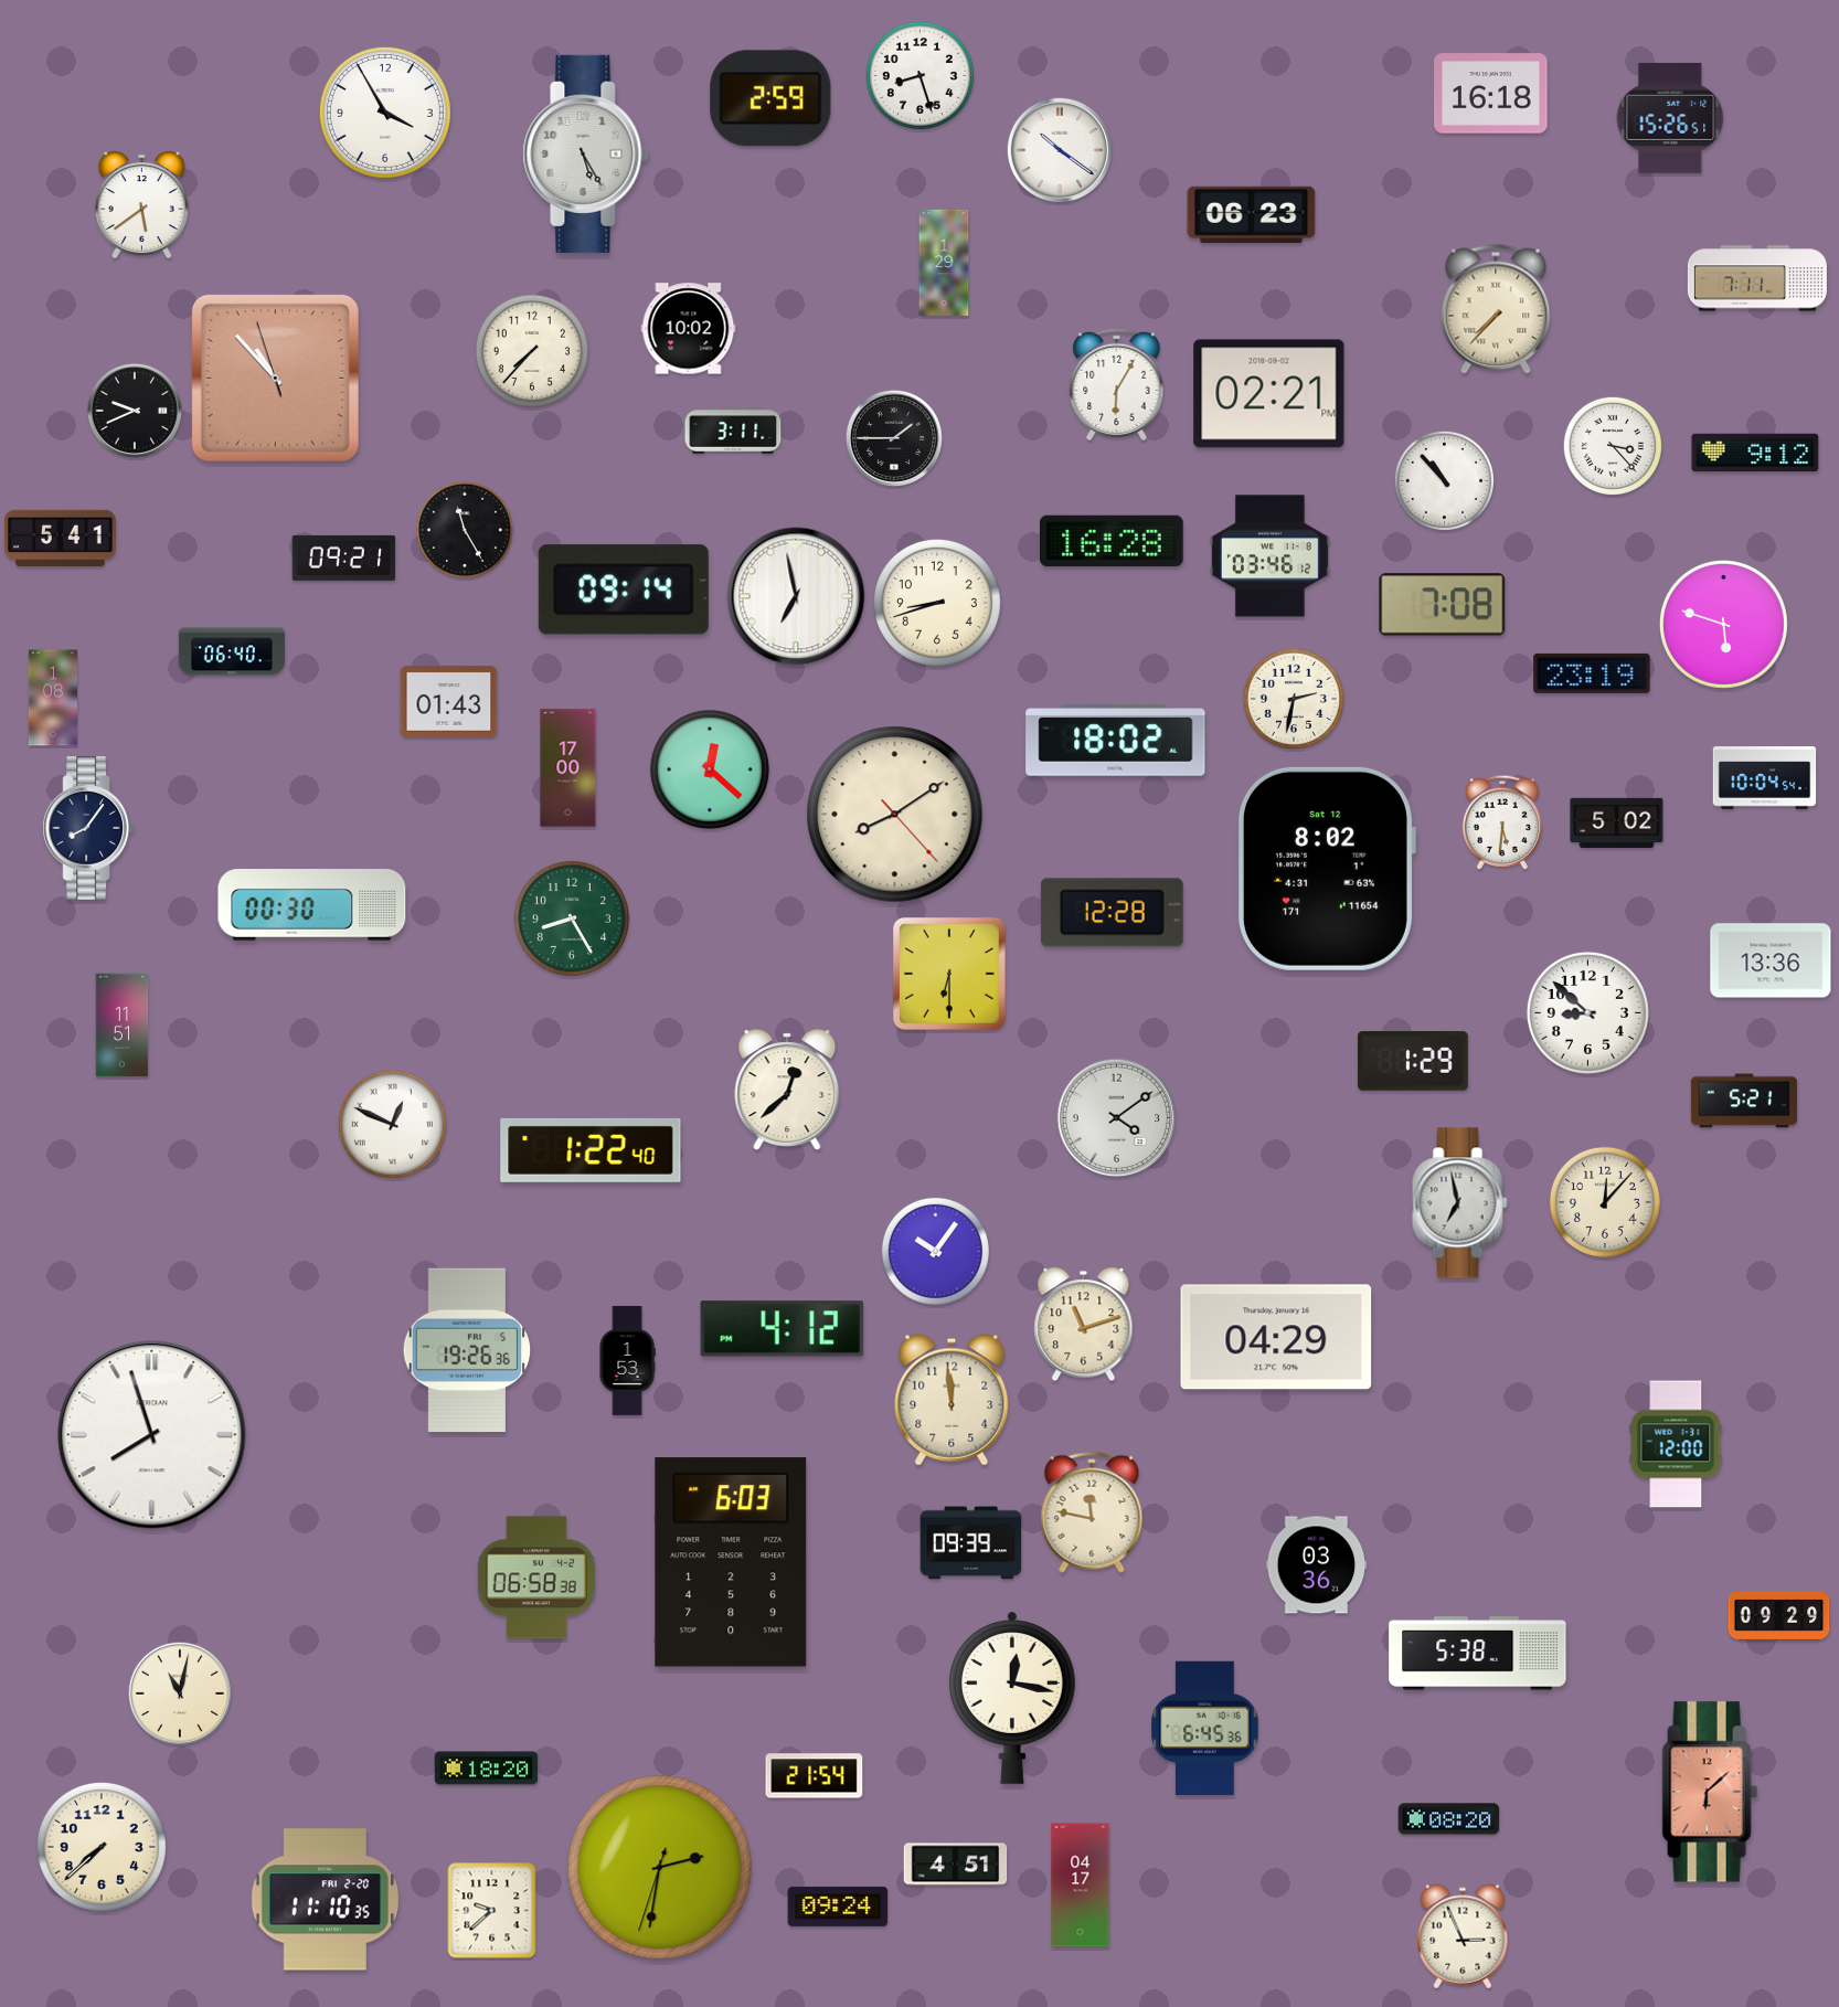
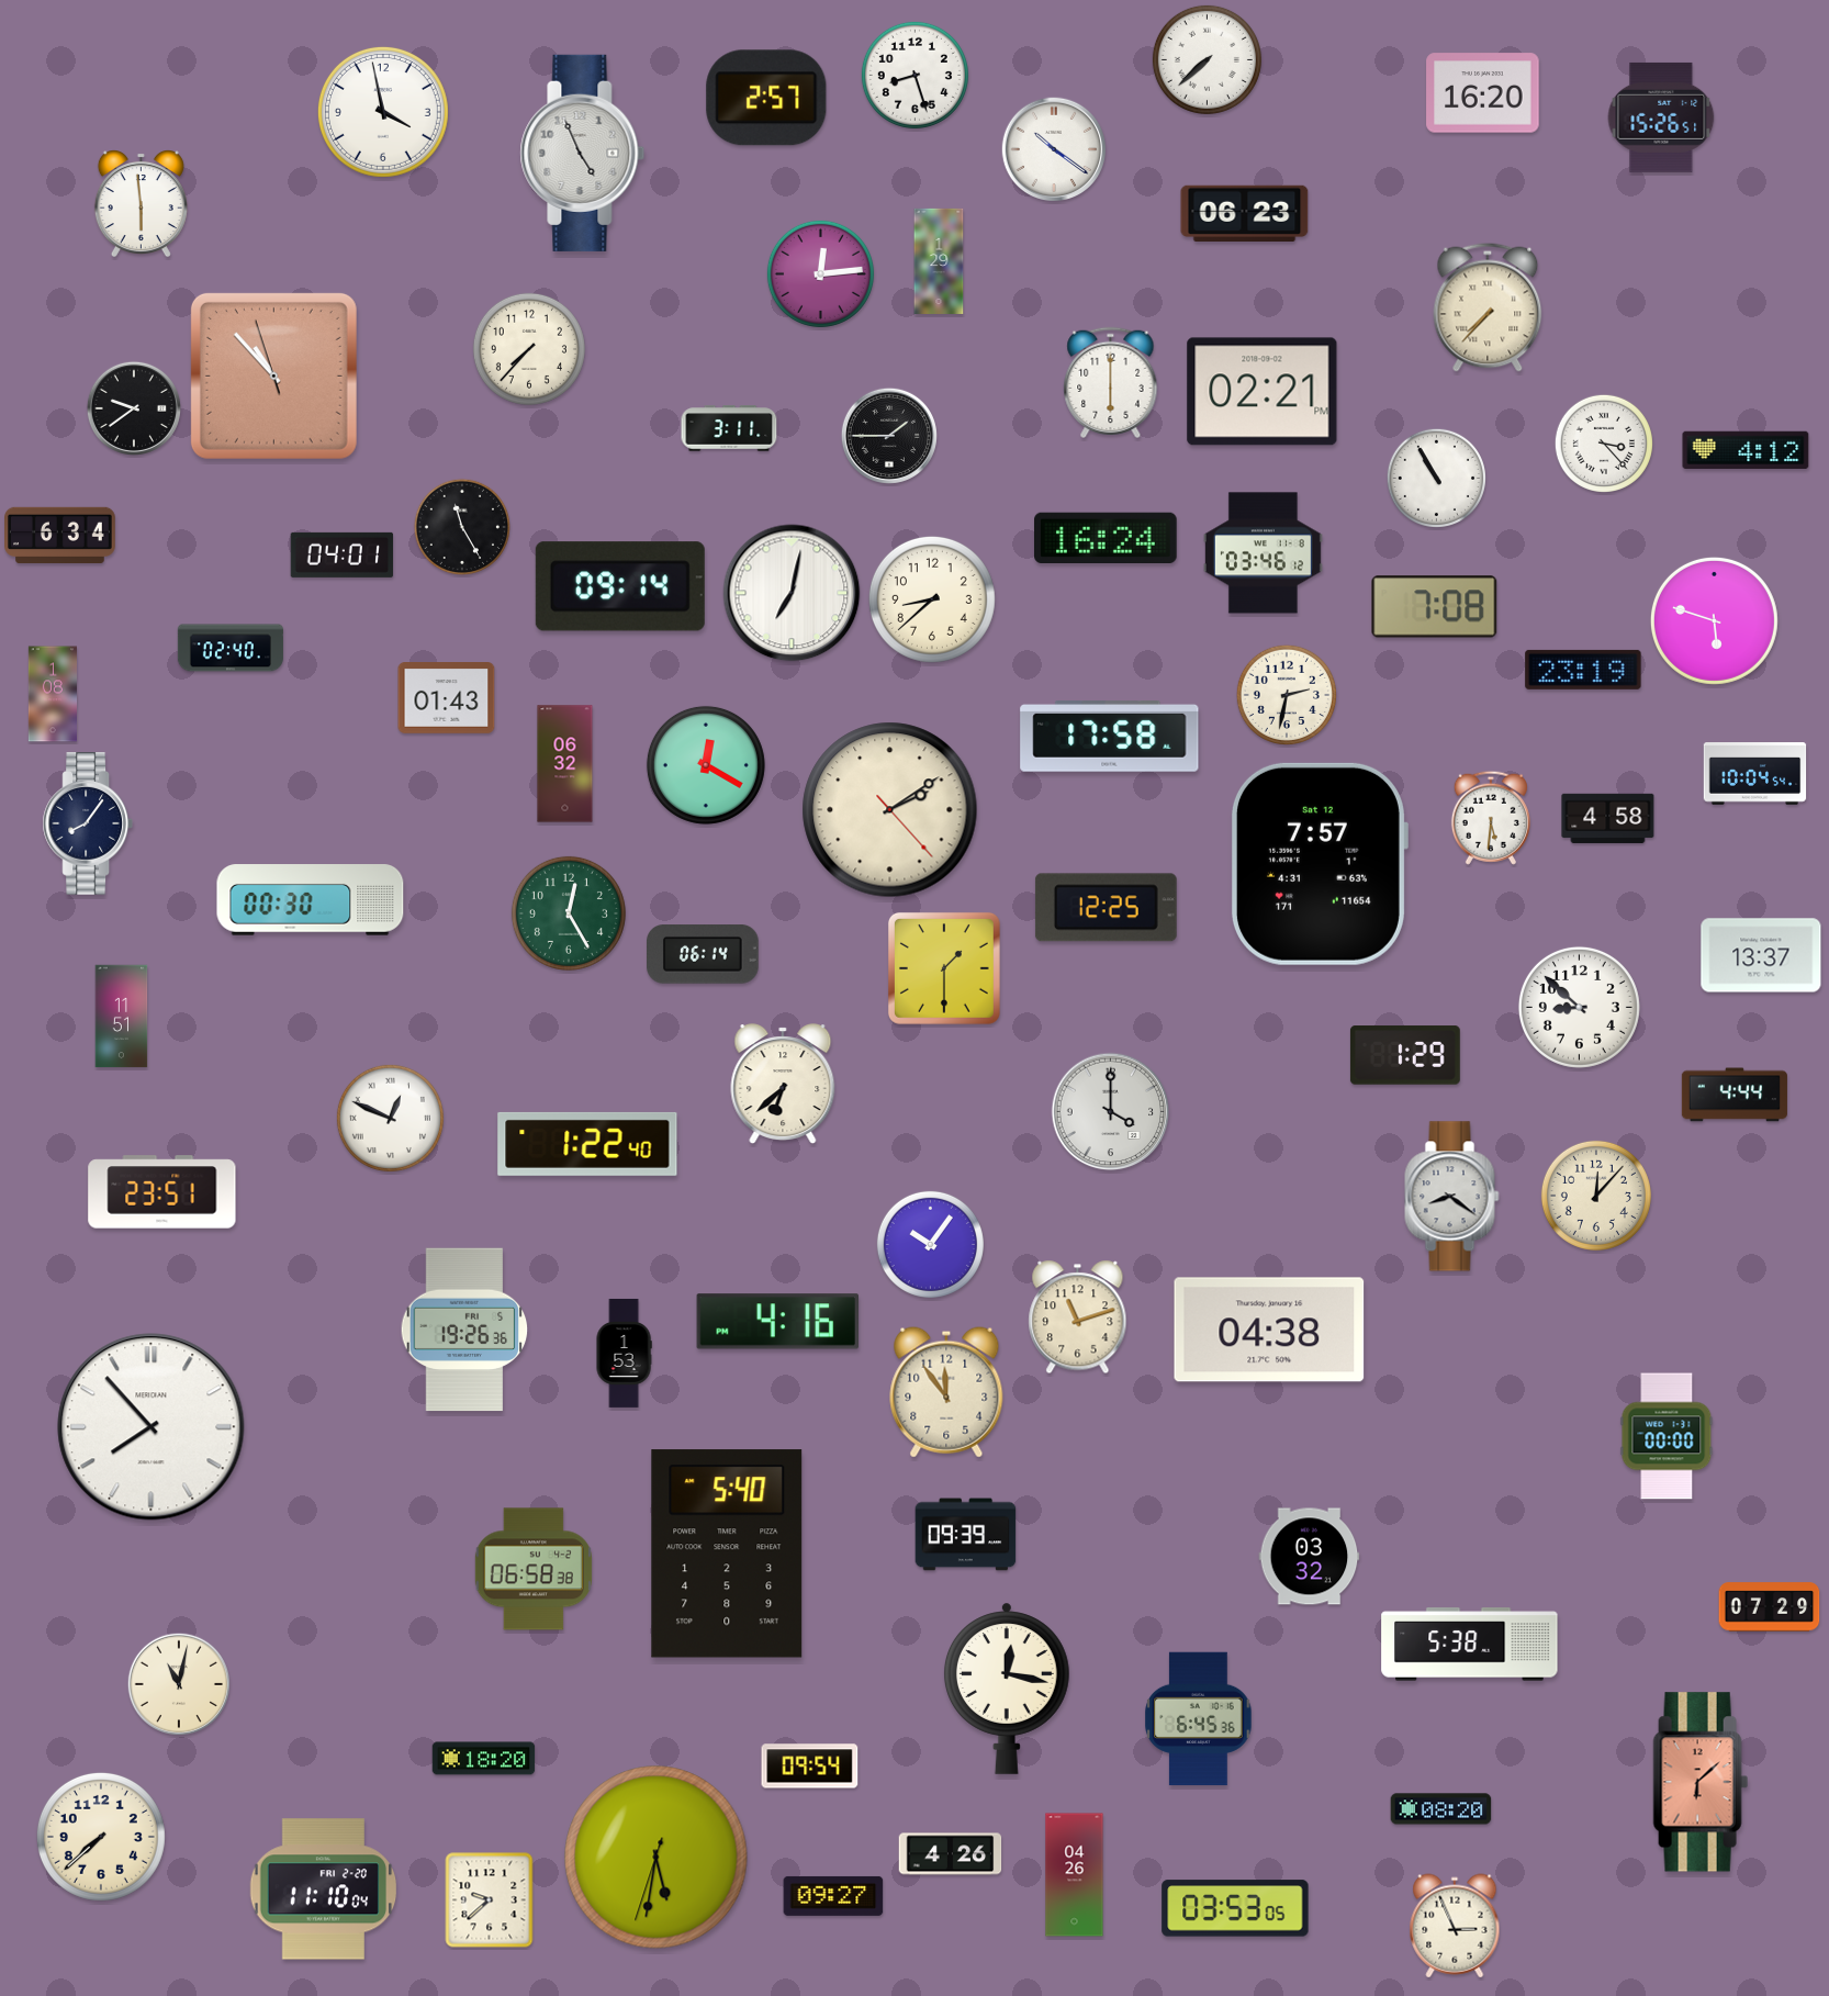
clock at (1207, 59): none -> 7:38
clock at (1491, 94): 16:18 -> 16:20
clock at (770, 98): 2:59 -> 2:57
clock at (385, 113): 3:55 -> 3:58
clock at (586, 153): 5:25 -> 4:56
clock at (141, 205): 5:39 -> 5:59
clock at (820, 273): none -> 12:14
clock at (1757, 278): 7:11 -> none
clock at (689, 329): 10:02 -> none
clock at (1117, 384): 6:05 -> 6:00
clock at (135, 411): 9:41 -> 9:39
clock at (1755, 453): 9:12 -> 4:12
clock at (1444, 480): 10:53 -> 10:55
clock at (61, 538): 5:41 -> 6:34
clock at (1113, 540): 16:28 -> 16:24
clock at (344, 557): 09:21 -> 04:01
clock at (796, 596): 6:58 -> 7:02
clock at (937, 603): 8:42 -> 8:38
clock at (1443, 605) position: (1443, 605) -> (1435, 607)
clock at (232, 651): 06:40 -> 02:40
clock at (1116, 741): 18:02 -> 17:58
clock at (568, 768): 17:00 -> 06:32
clock at (710, 769): 12:22 -> 12:20
clock at (895, 815): 8:09 -> 2:09
clock at (1502, 822) position: (1502, 822) -> (1491, 818)
clock at (1617, 822): 5:02 -> 4:58
clock at (1326, 869): 8:02 -> 7:57
clock at (1112, 913): 12:28 -> 12:25
clock at (572, 918): 8:25 -> 12:25
clock at (704, 954): none -> 06:14
clock at (1771, 960): 13:36 -> 13:37
clock at (949, 974): 6:30 -> 1:30
clock at (123, 1026) position: (123, 1026) -> (122, 1017)
clock at (787, 1090): 12:38 -> 6:38
clock at (1744, 1101): 5:21 -> 4:44
clock at (1117, 1118): 4:09 -> 4:00
clock at (162, 1192): none -> 23:51
clock at (1460, 1203): 6:58 -> 8:21
clock at (783, 1329): 4:12 -> 4:16
clock at (1276, 1337): 04:29 -> 04:38
clock at (467, 1350) position: (467, 1350) -> (464, 1330)
clock at (952, 1400): 11:59 -> 11:54
clock at (152, 1435): 7:57 -> 7:53
clock at (1676, 1444): 12:00 -> 00:00
clock at (1092, 1512): 11:47 -> none
clock at (731, 1562): 6:03 -> 5:40
clock at (1317, 1565): 03:36 -> 03:32
clock at (1779, 1616): 09:29 -> 07:29
clock at (815, 1776): 21:54 -> 09:54
clock at (956, 1865): 4:51 -> 4:26
clock at (660, 1868): 2:31 -> 5:31
clock at (1081, 1886): 04:17 -> 04:26
clock at (326, 1900): 11:10:35 -> 11:10:04
clock at (838, 1907): 09:24 -> 09:27
clock at (1235, 1908): none -> 03:53
